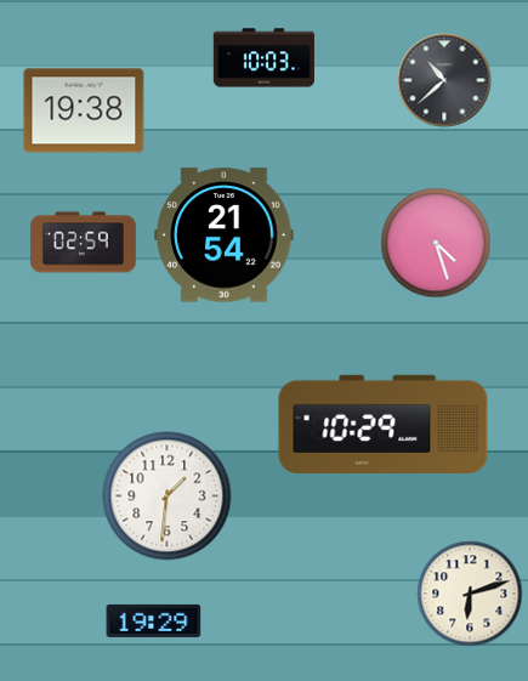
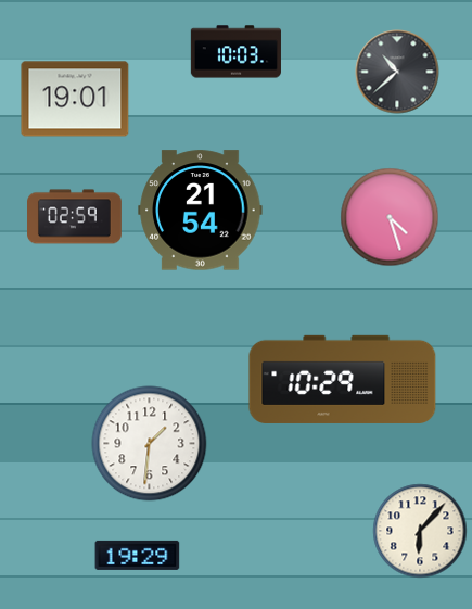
clock at (84, 110): 19:38 -> 19:01
clock at (470, 594): 6:12 -> 6:07
